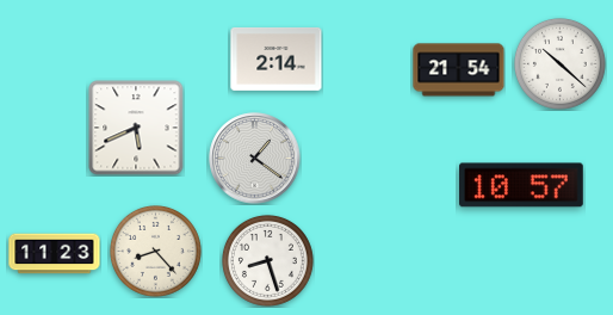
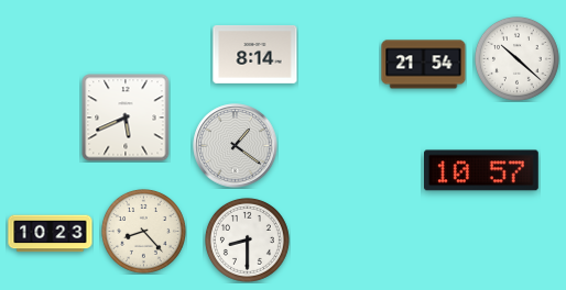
clock at (277, 58): 2:14 -> 8:14
clock at (55, 254): 11:23 -> 10:23
clock at (267, 260): 8:27 -> 8:30
